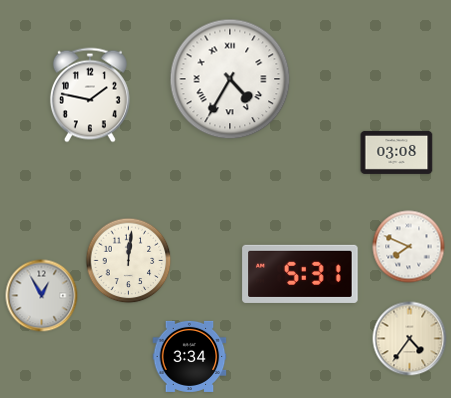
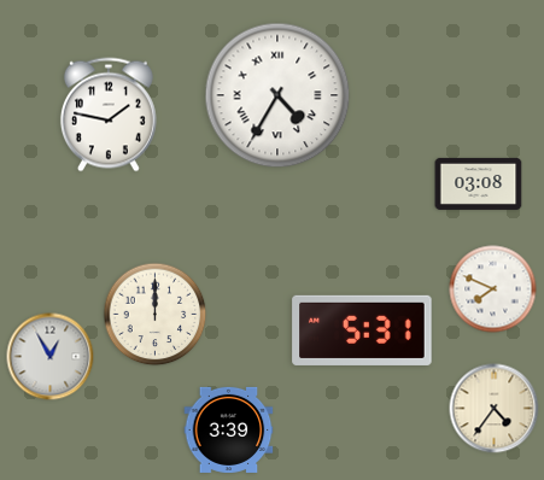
clock at (409, 247) position: (409, 247) -> (493, 289)
clock at (129, 261): 12:01 -> 12:00
clock at (190, 356): 3:34 -> 3:39
